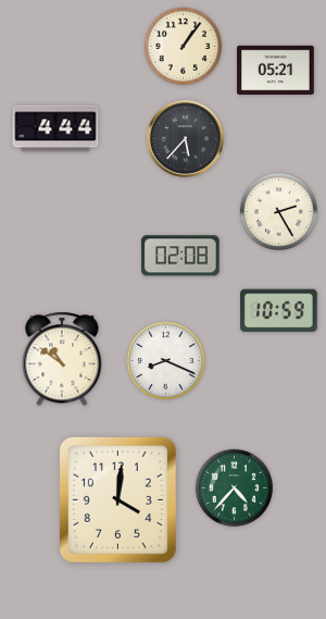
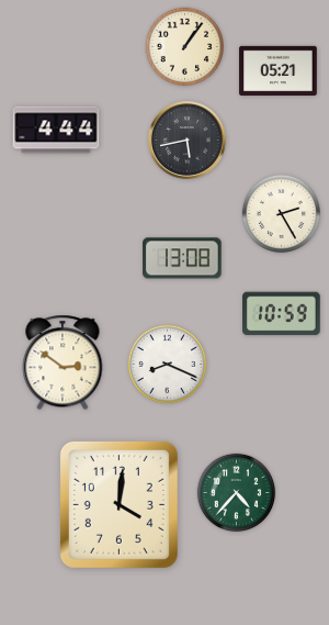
clock at (186, 139): 5:37 -> 5:43
clock at (180, 256): 02:08 -> 13:08
clock at (62, 359): 10:51 -> 2:51
